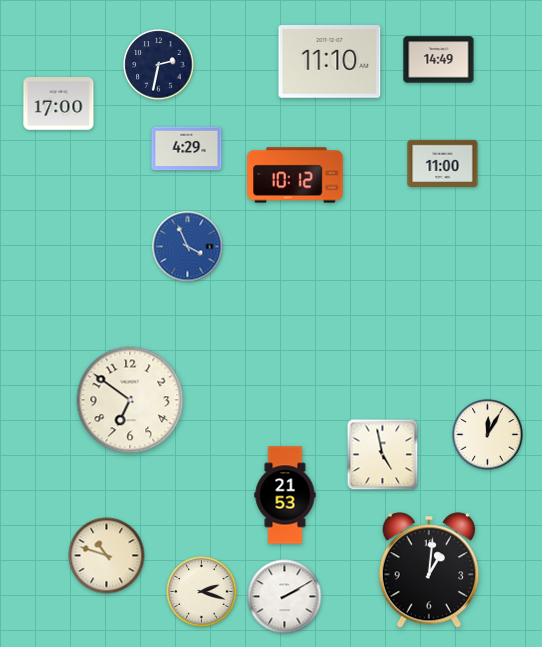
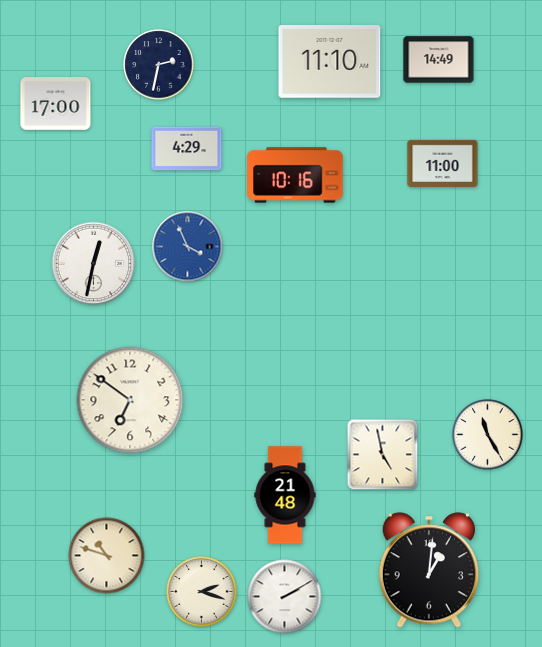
clock at (59, 104) position: (59, 104) -> (56, 104)
clock at (295, 175): 10:12 -> 10:16
clock at (94, 264): none -> 12:32
clock at (488, 435): 12:05 -> 11:25
clock at (285, 495): 21:53 -> 21:48
